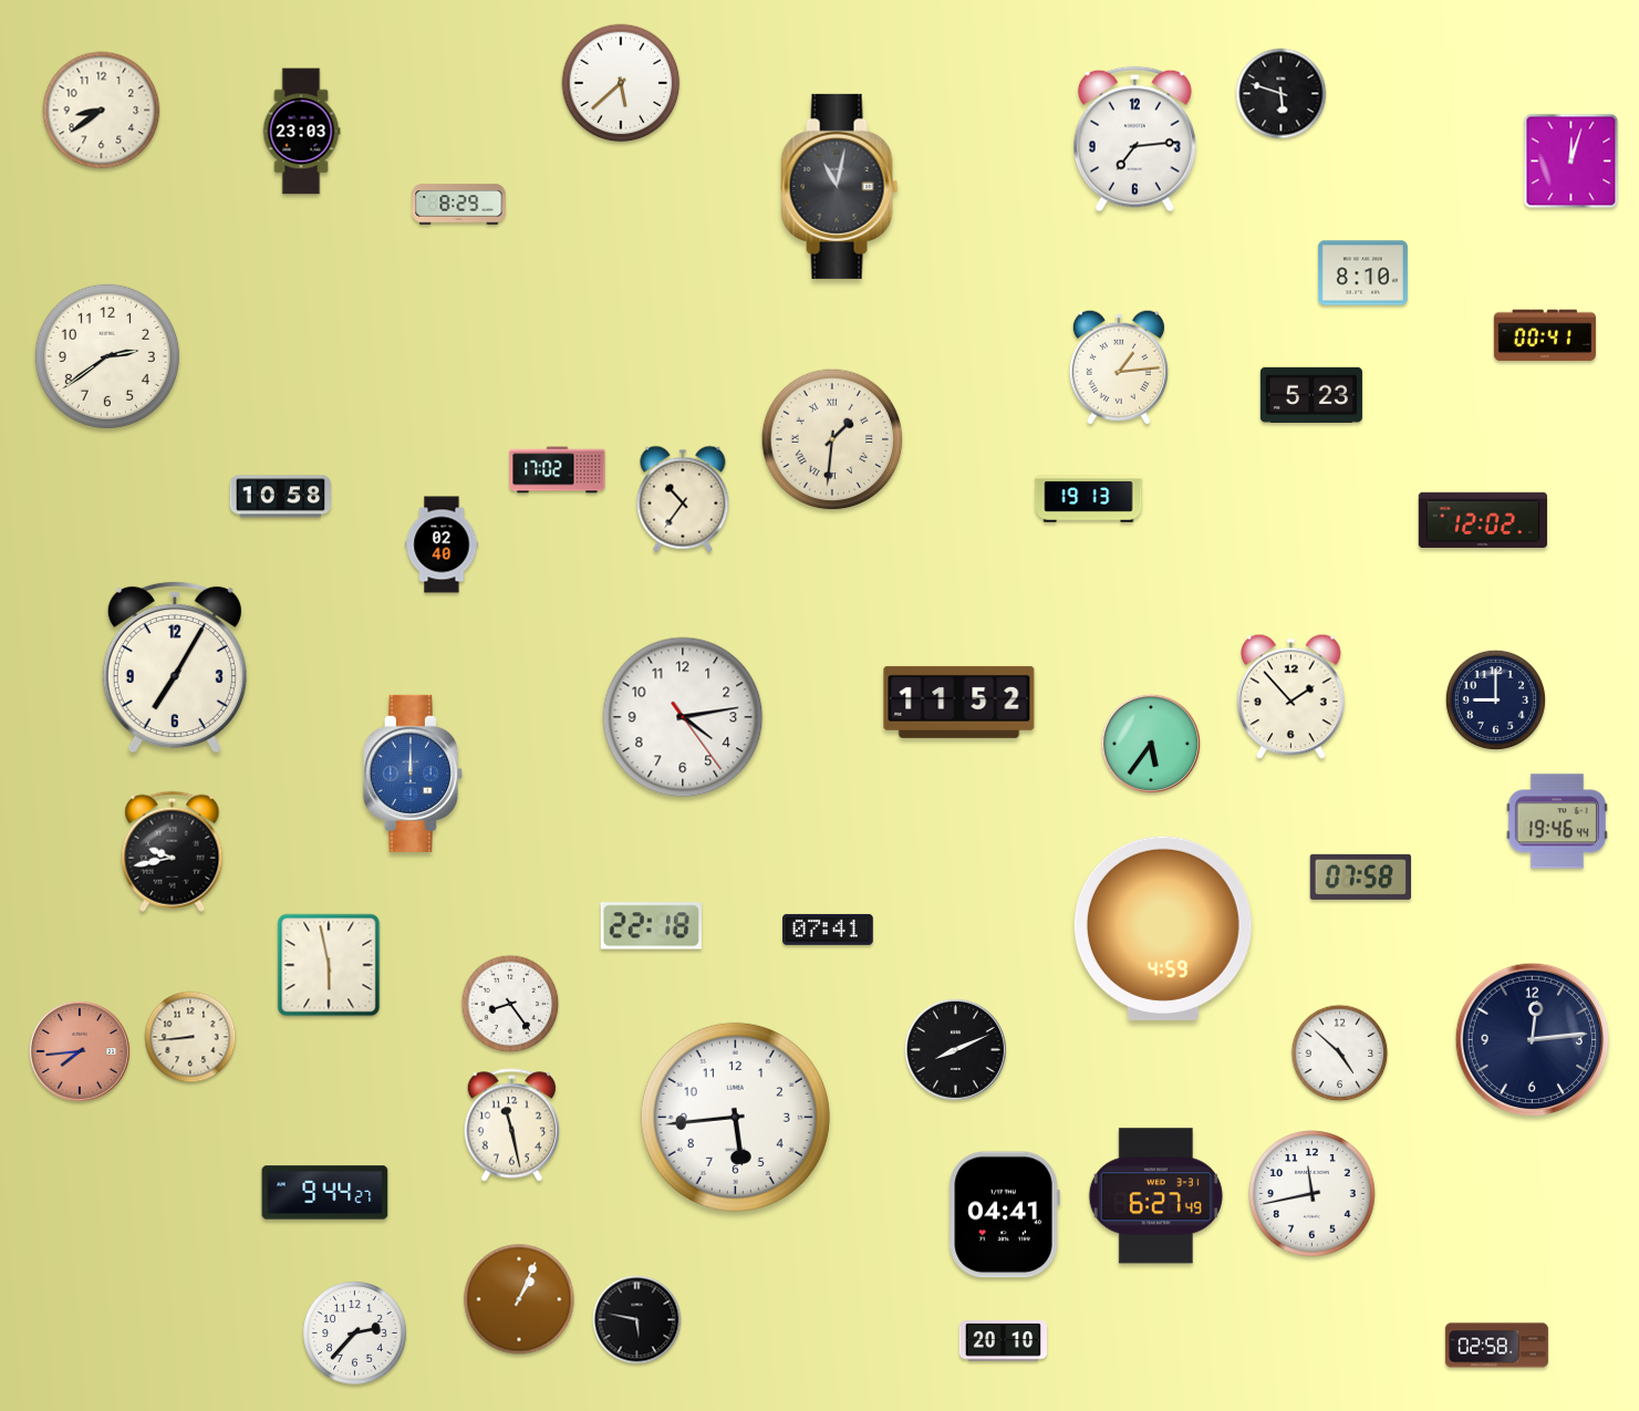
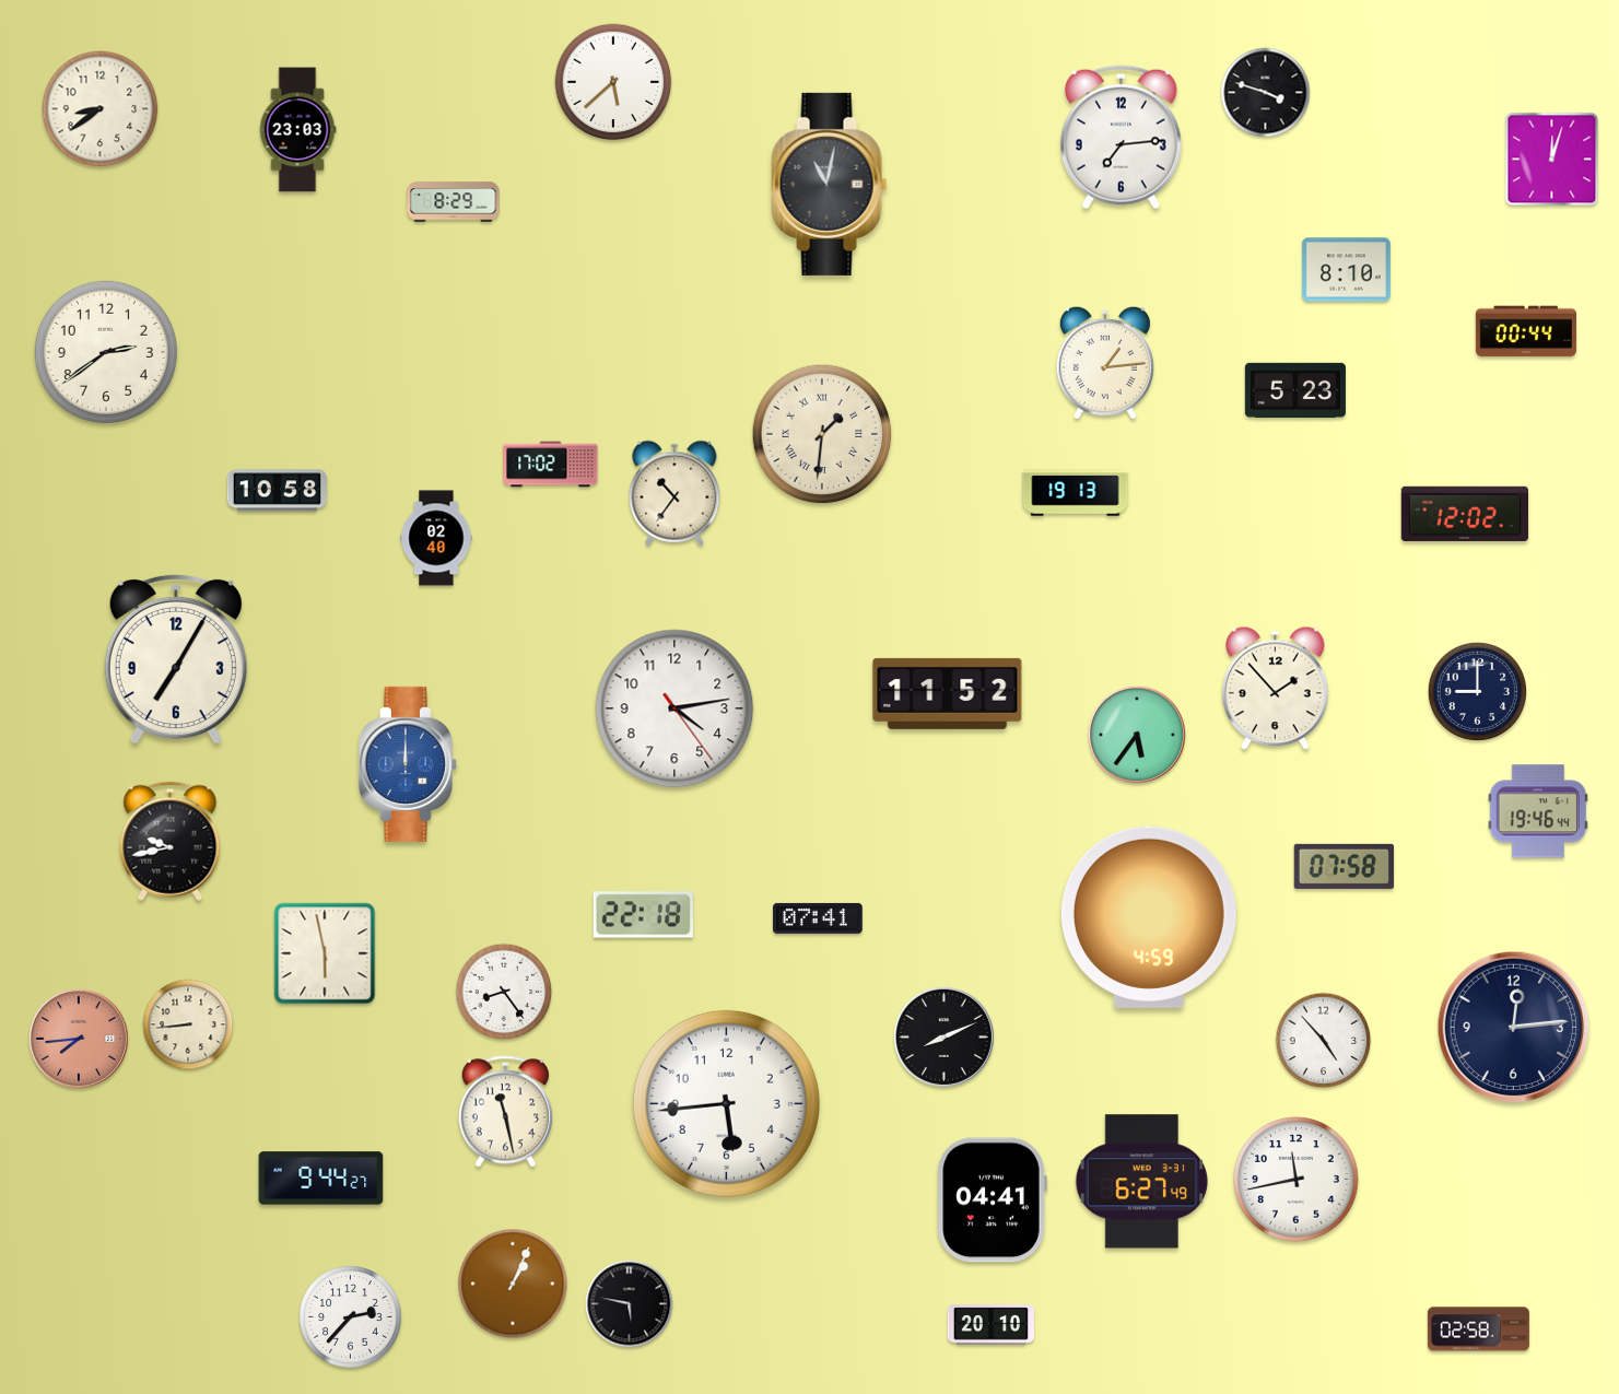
clock at (1282, 94): 5:48 -> 3:48
clock at (1545, 335): 00:41 -> 00:44
clock at (175, 667) position: (175, 667) -> (176, 659)
clock at (1340, 1054): 4:52 -> 4:53
